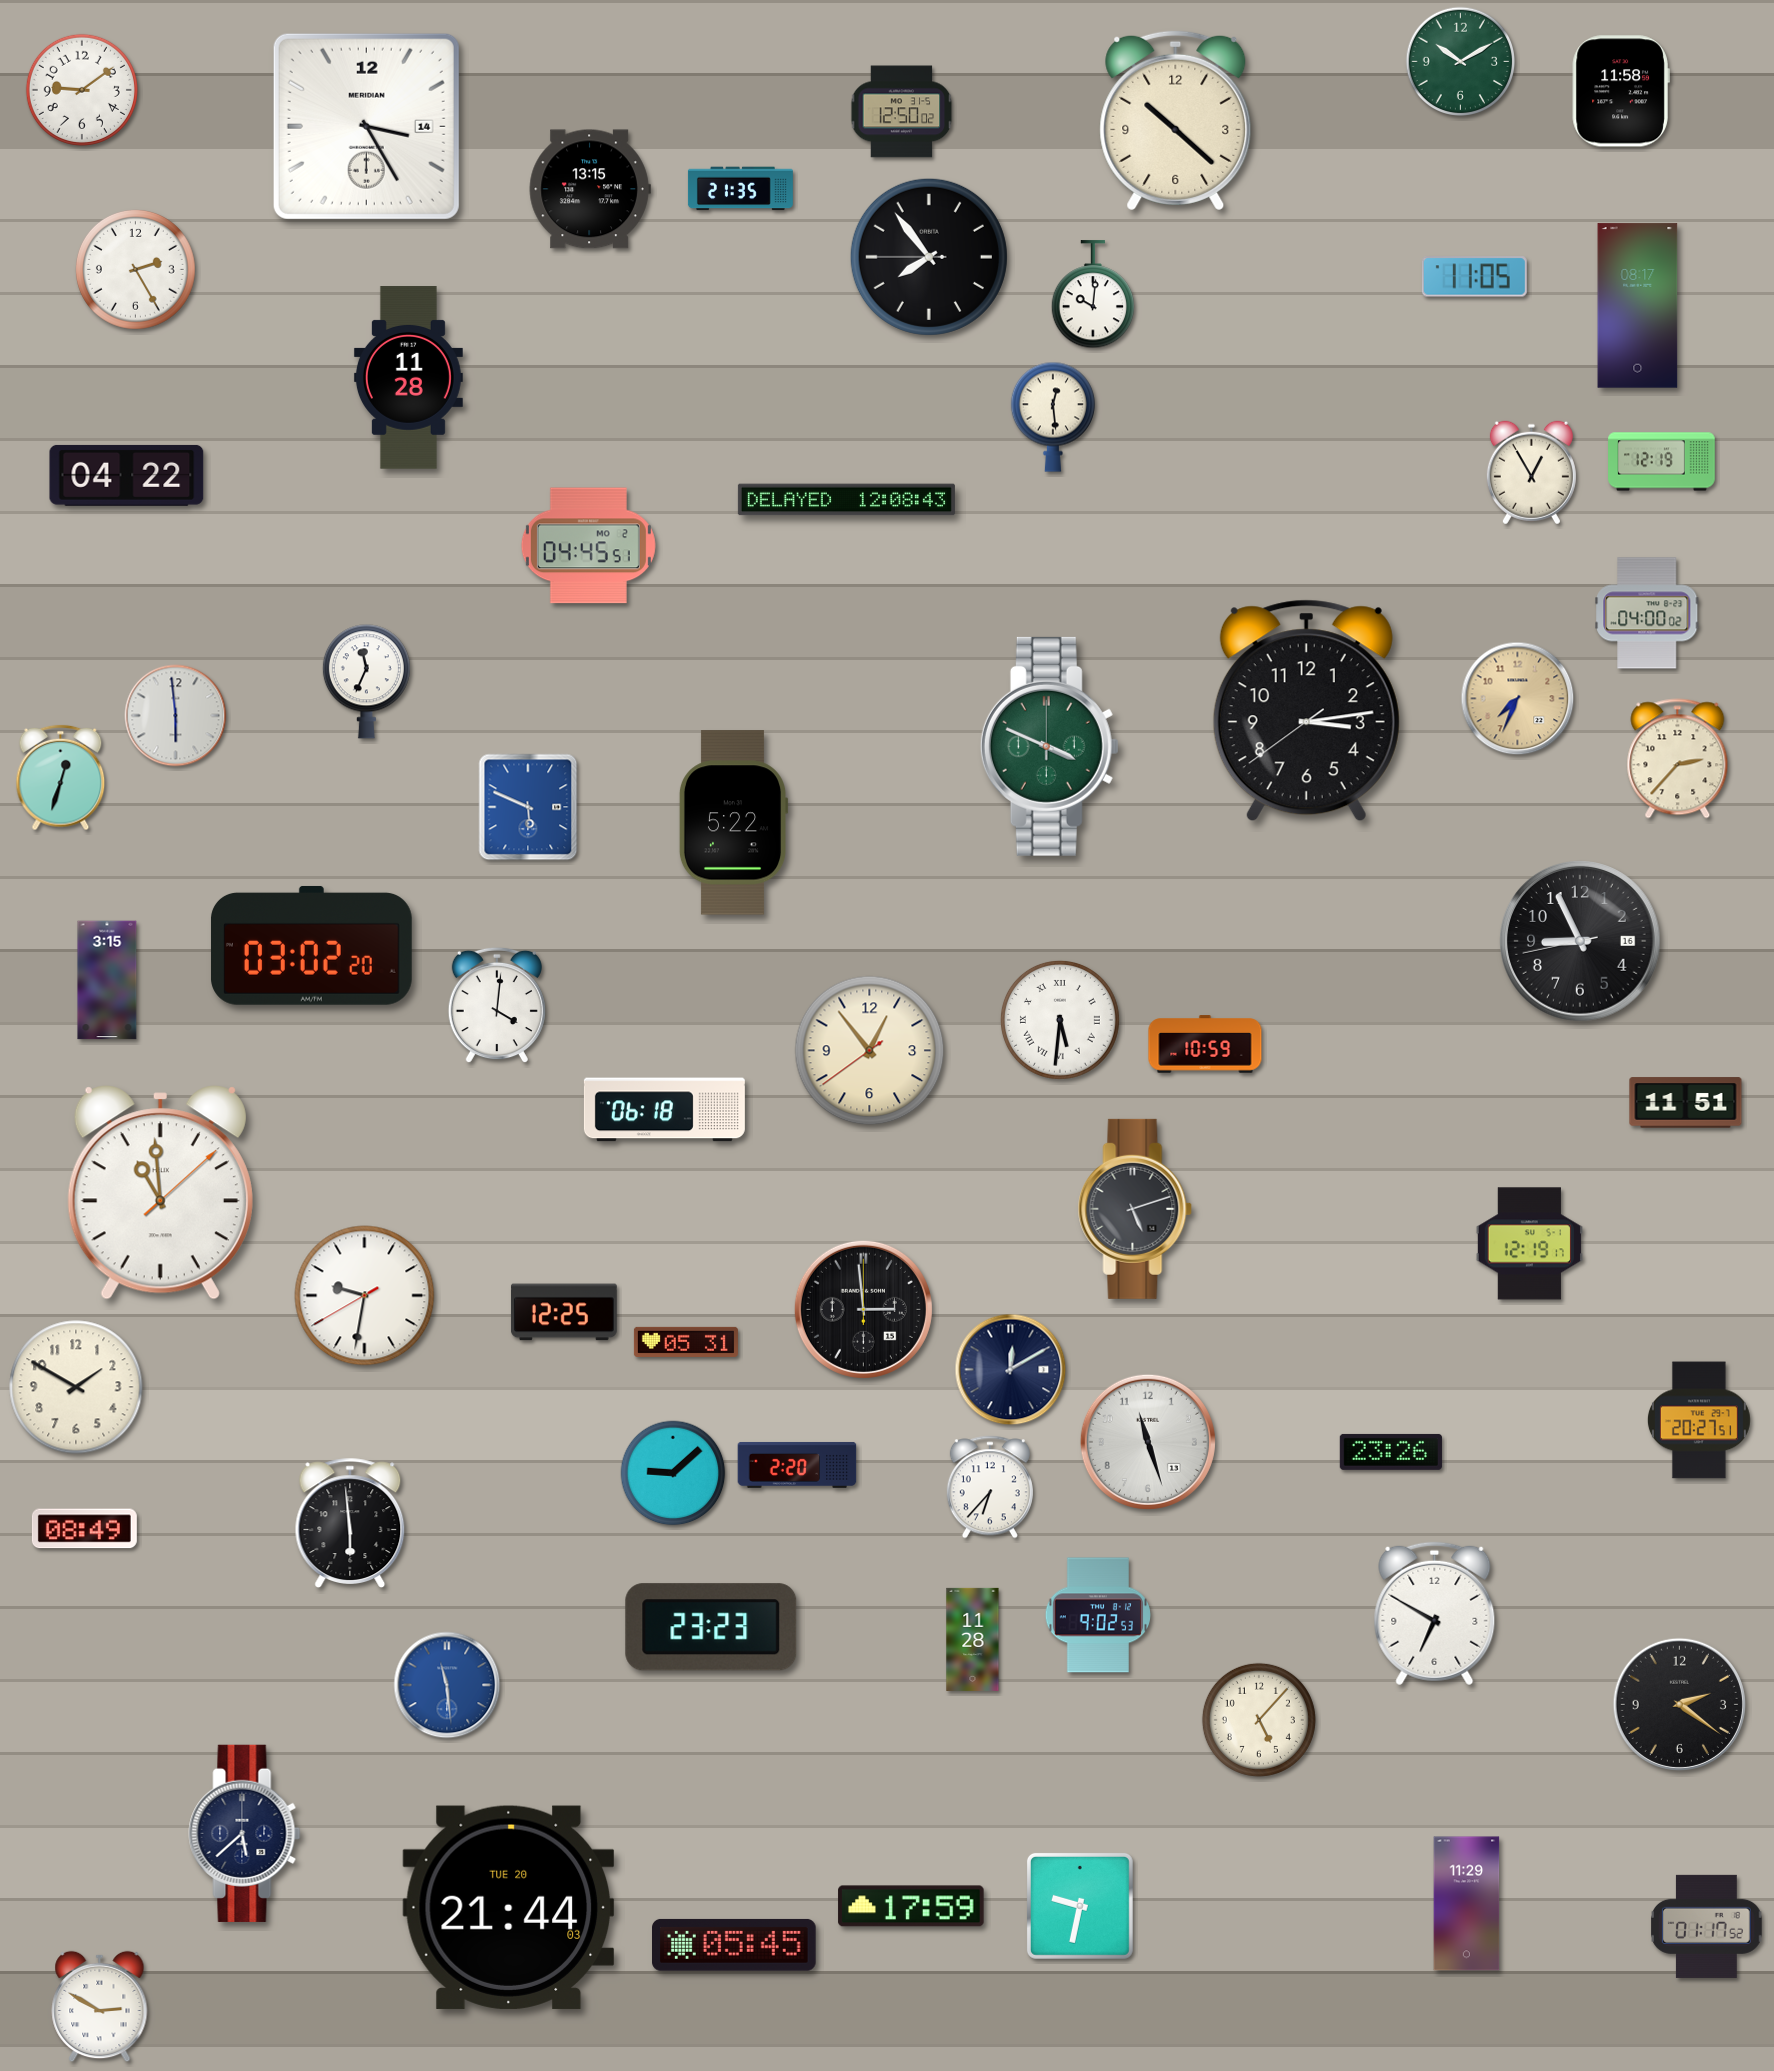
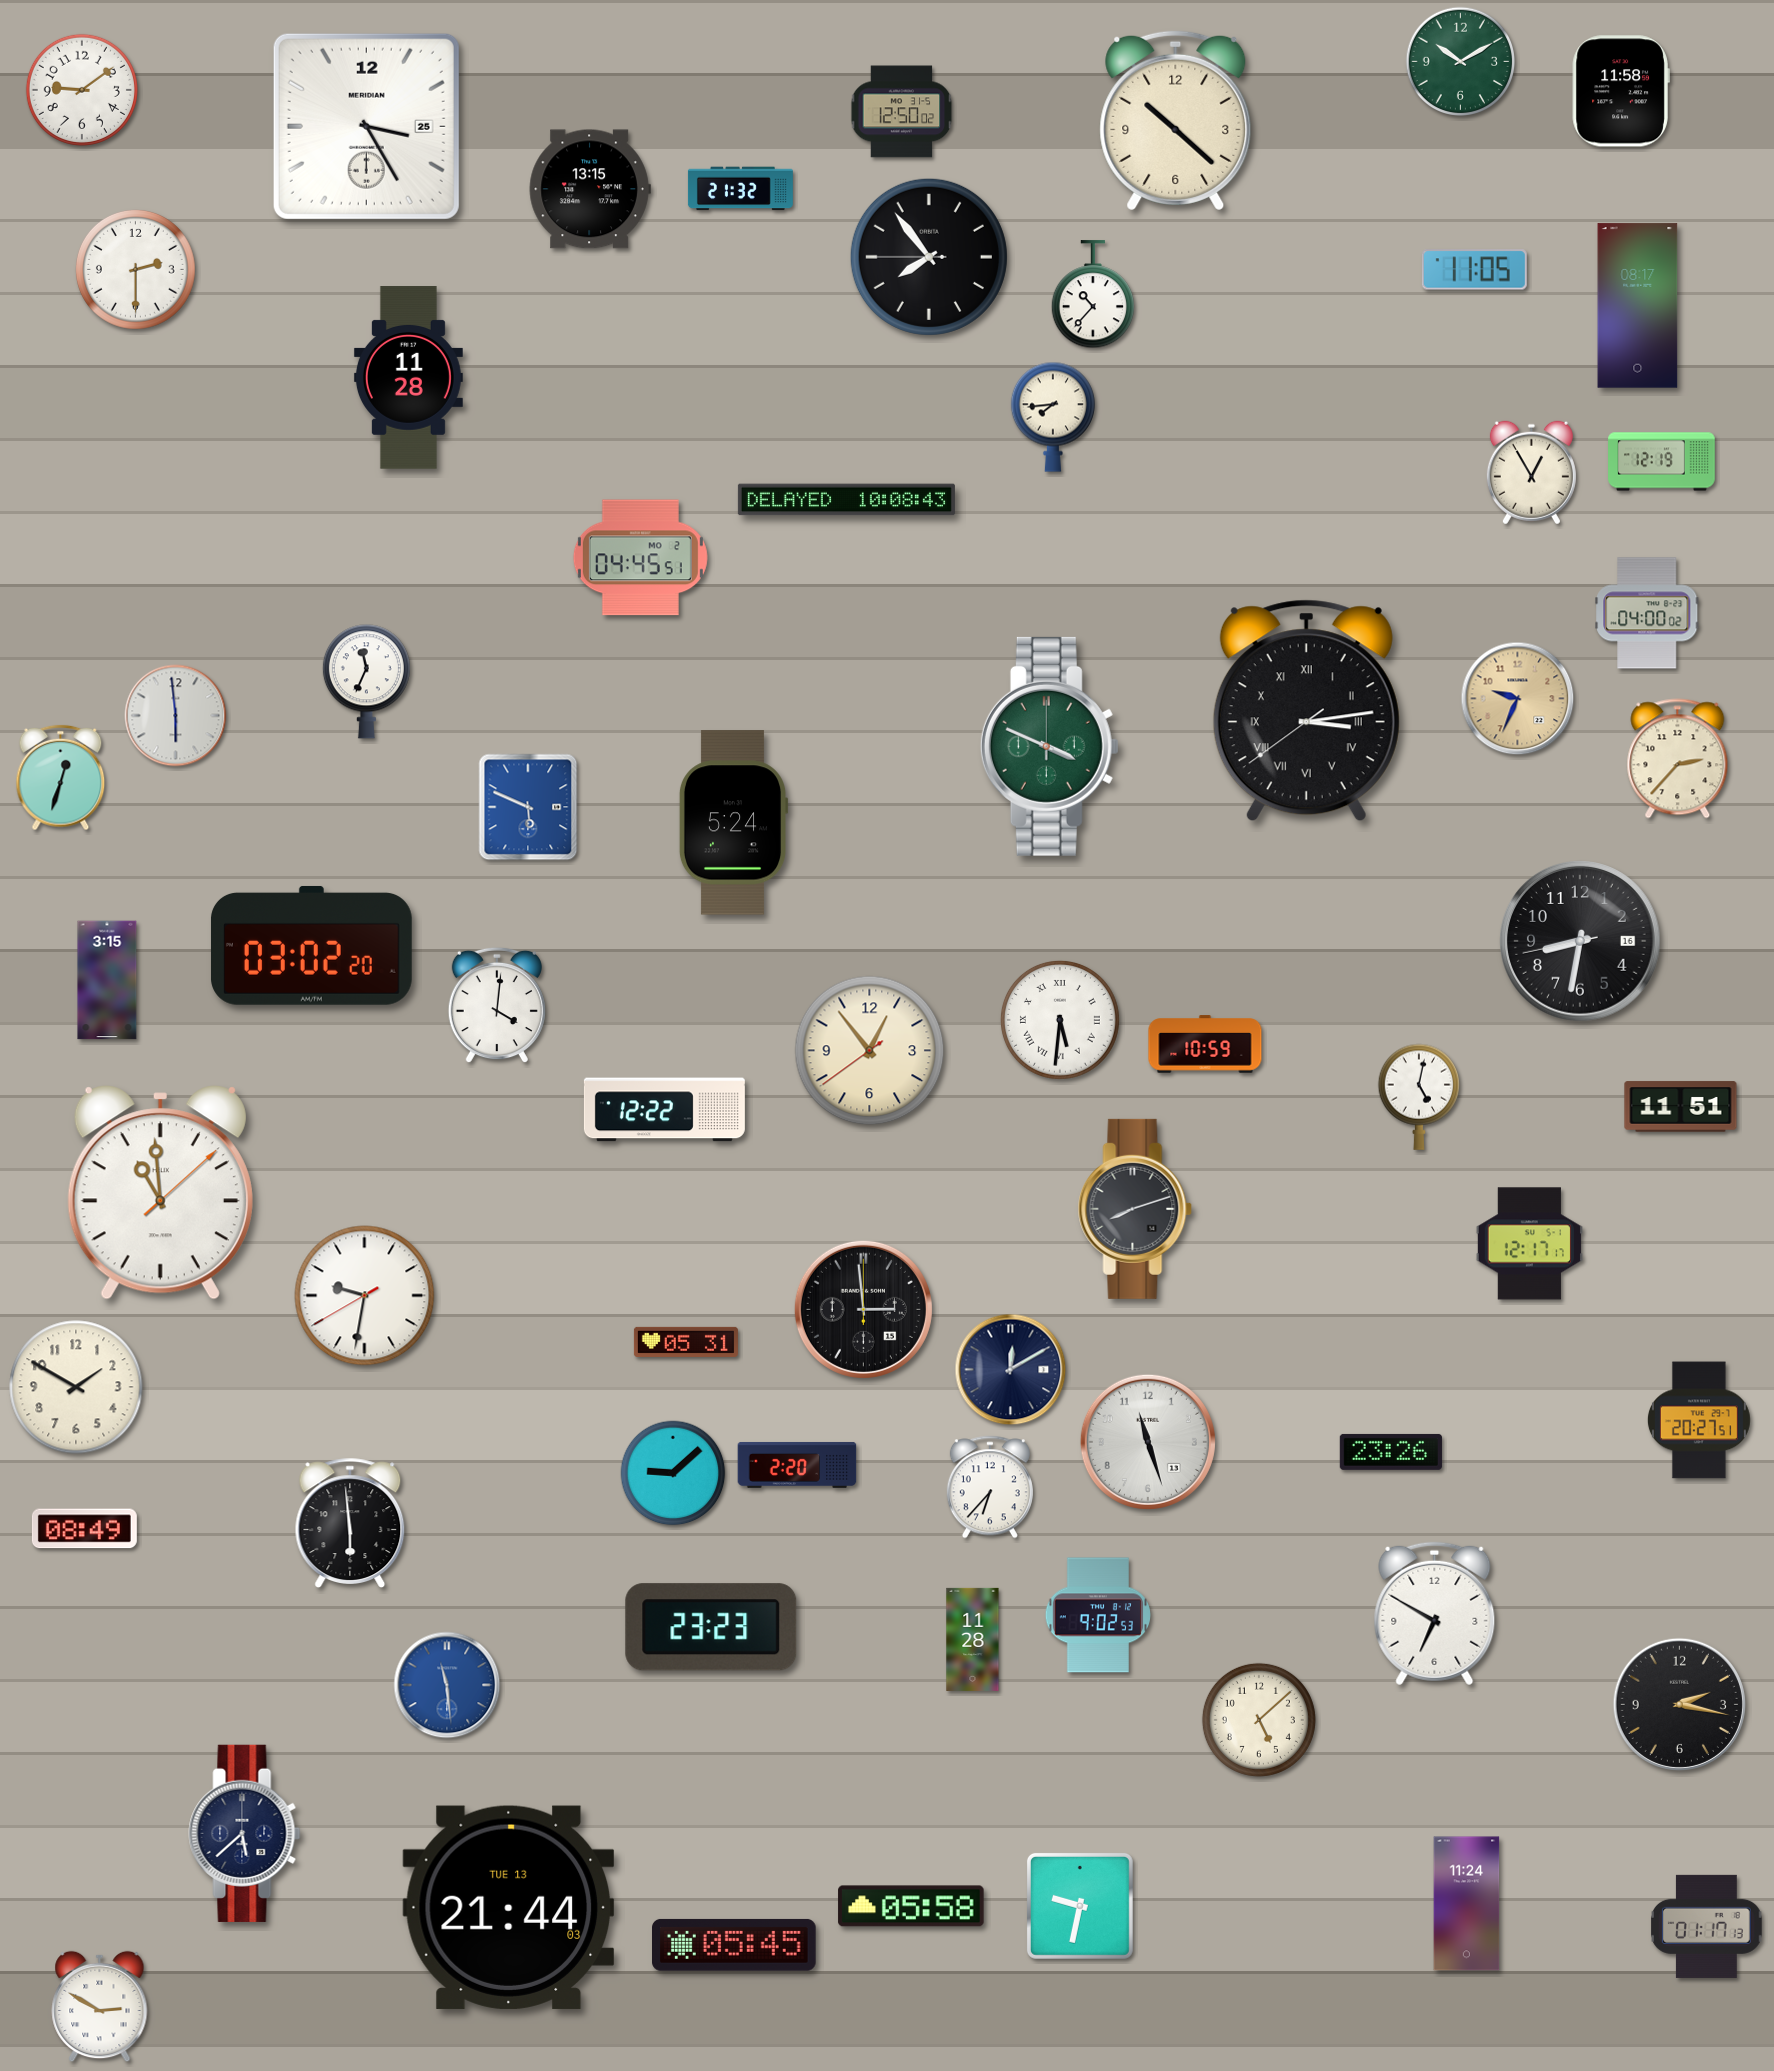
clock at (366, 126) date: 14 -> 25
clock at (740, 189): 21:35 -> 21:32
clock at (135, 269): 2:25 -> 2:30
clock at (1474, 277) position: (1474, 277) -> (1474, 270)
clock at (1092, 295): 10:01 -> 10:37
clock at (1053, 417): 12:29 -> 7:44
clock at (127, 475): 04:22 -> none
clock at (846, 500): 12:08 -> 10:08
clock at (588, 546) position: (588, 546) -> (640, 558)
clock at (1518, 699): 7:34 -> 9:34
clock at (1306, 711) numerals: Arabic -> Roman
clock at (733, 823): 5:22 -> 5:24
clock at (1581, 942): 8:55 -> 8:31
clock at (1419, 1097): none -> 5:02
clock at (1686, 1103) position: (1686, 1103) -> (1681, 1107)
clock at (664, 1110): 06:18 -> 12:22
clock at (1135, 1209): 5:12 -> 8:12
clock at (1529, 1244): 12:19 -> 12:17
clock at (564, 1312): 12:25 -> none
clock at (1679, 1704): 2:21 -> 2:17
clock at (1259, 1720): 5:07 -> 5:08
clock at (1467, 1904): 11:29 -> 11:24
clock at (911, 1906): 17:59 -> 05:58
clock at (509, 1907) date: TUE 20 -> TUE 13
clock at (1707, 1926): 01:17:52 -> 01:17:13
